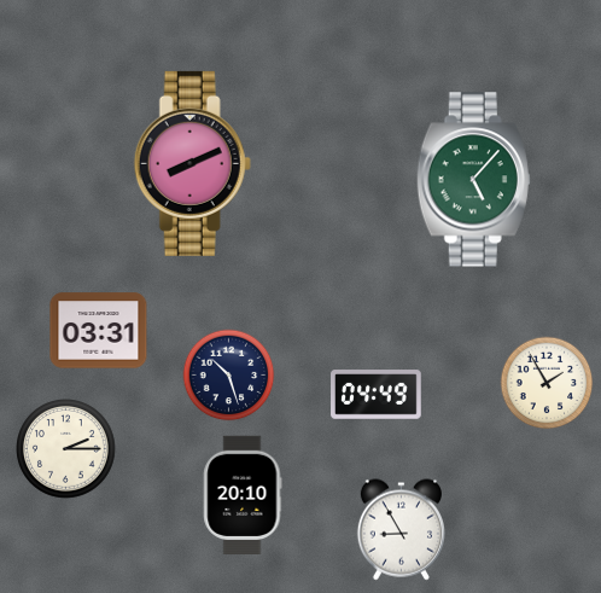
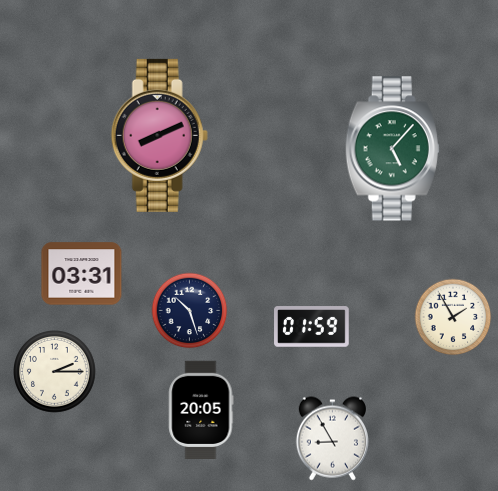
clock at (377, 395): 04:49 -> 01:59
clock at (243, 495): 20:10 -> 20:05
